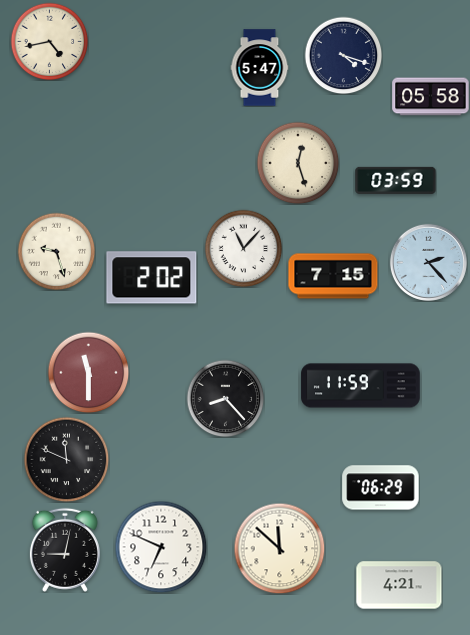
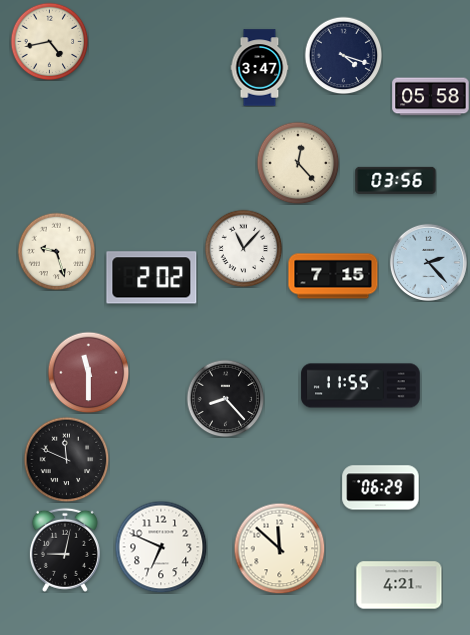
clock at (260, 68): 5:47 -> 3:47
clock at (298, 163): 12:27 -> 12:23
clock at (396, 180): 03:59 -> 03:56
clock at (361, 386): 11:59 -> 11:55
